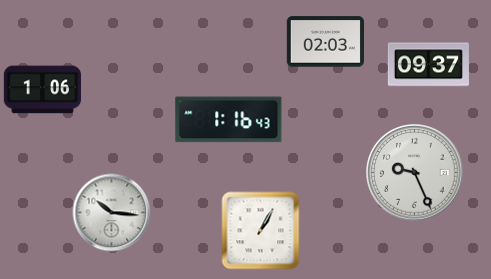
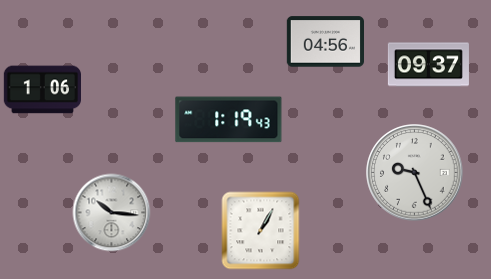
clock at (325, 42): 02:03 -> 04:56
clock at (229, 120): 1:16 -> 1:19
